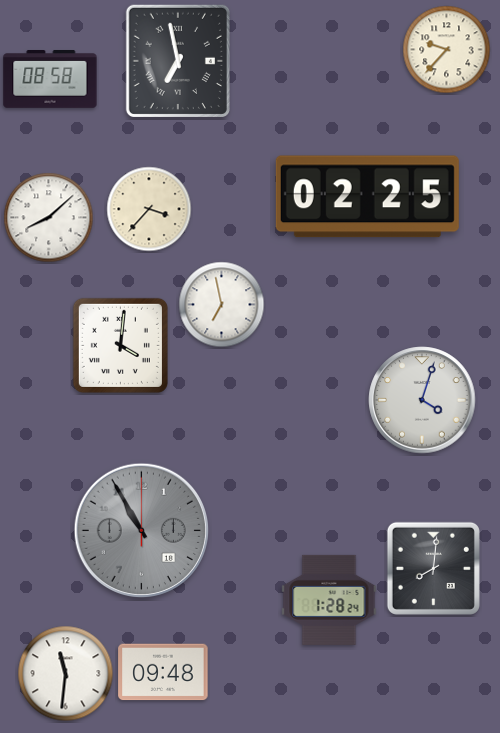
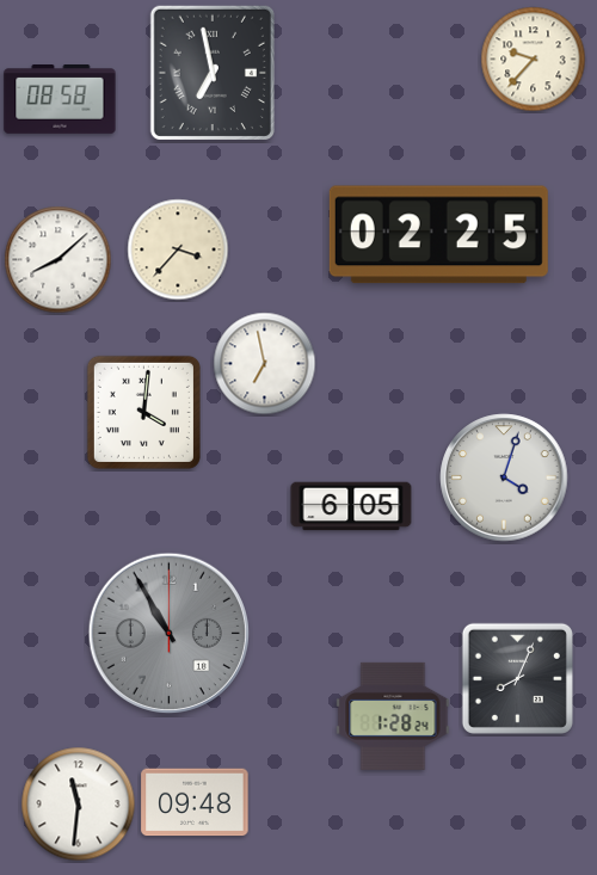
clock at (50, 80) position: (50, 80) -> (60, 100)
clock at (351, 506): none -> 6:05
clock at (433, 568): 8:01 -> 8:04
